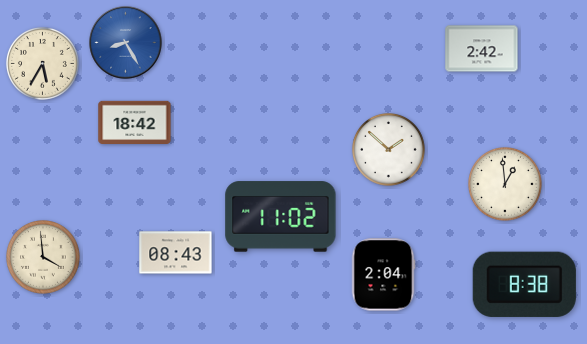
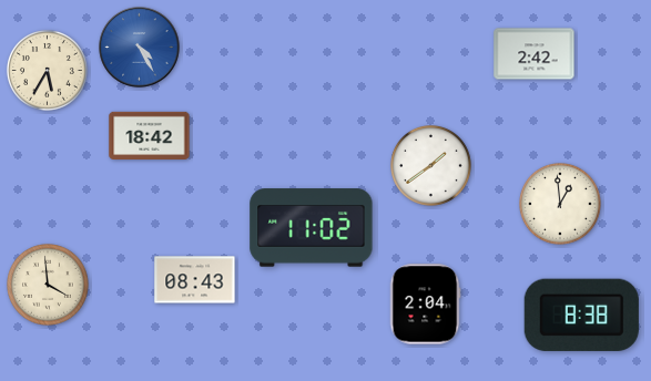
clock at (126, 43): 8:25 -> 4:25
clock at (389, 150): 1:52 -> 1:39
clock at (281, 217) position: (281, 217) -> (312, 228)
